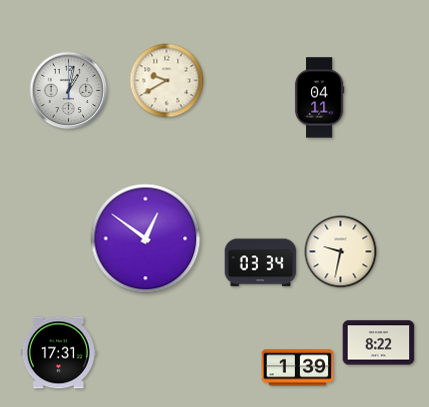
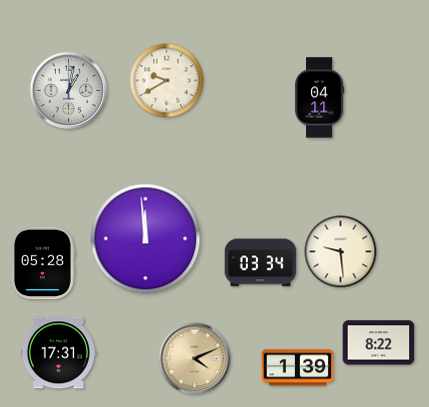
clock at (146, 239): 12:51 -> 11:59
clock at (341, 252): 9:32 -> 9:29
clock at (43, 263): none -> 05:28
clock at (195, 359): none -> 4:11
